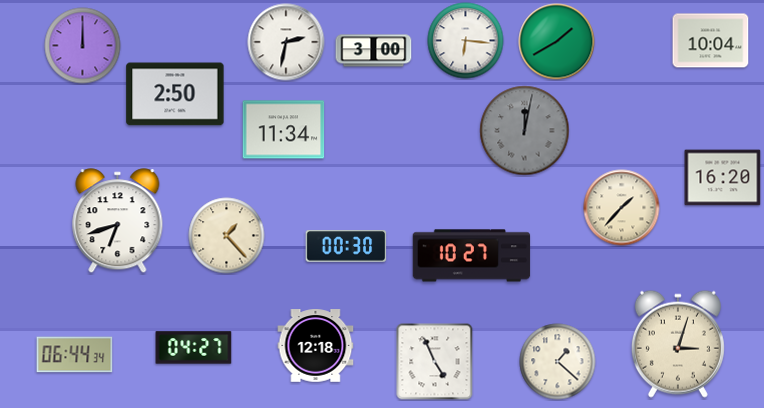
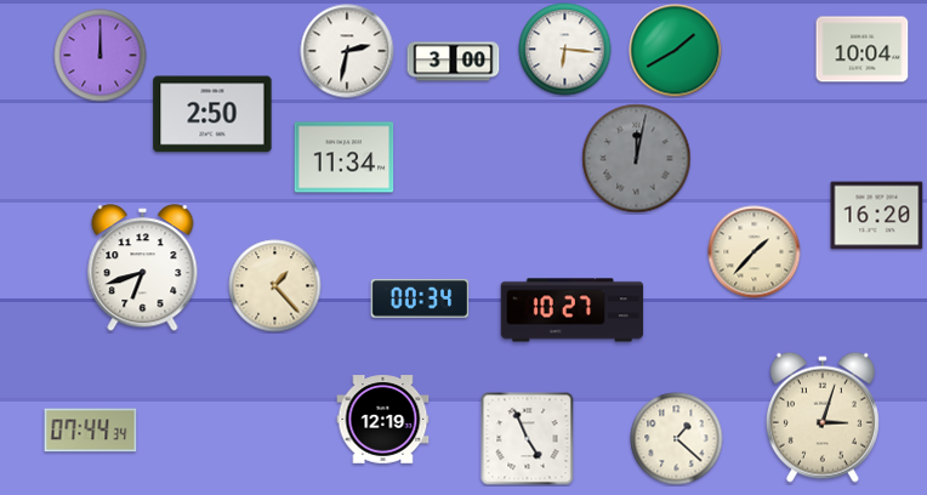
clock at (346, 246): 00:30 -> 00:34
clock at (316, 346): 12:18 -> 12:19
clock at (194, 348): 04:27 -> none
clock at (75, 355): 06:44 -> 07:44
